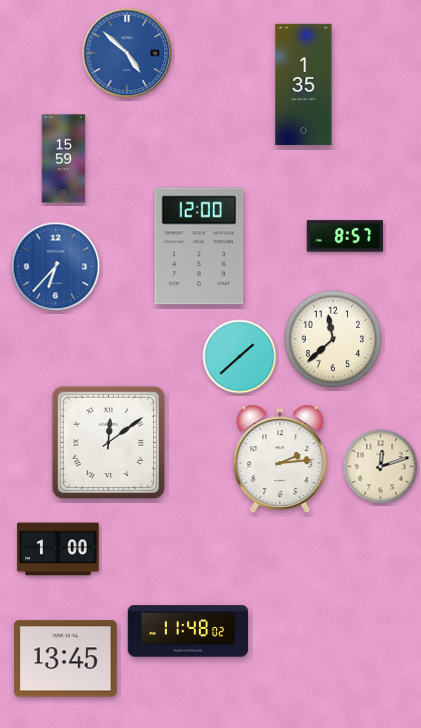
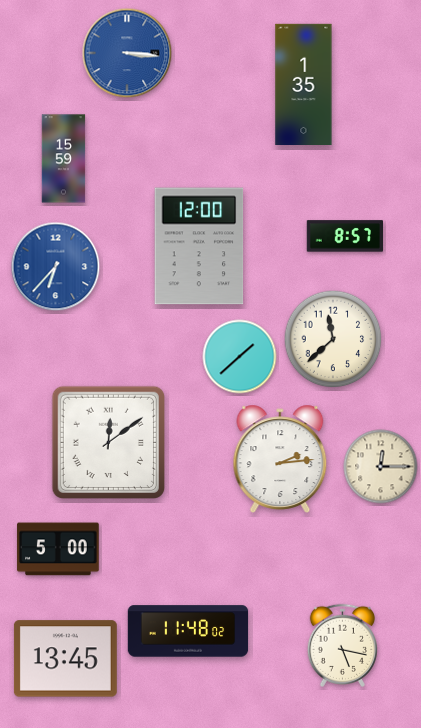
clock at (127, 53): 4:52 -> 3:16
clock at (381, 467): 12:12 -> 12:15
clock at (58, 549): 1:00 -> 5:00
clock at (342, 645): none -> 5:17
